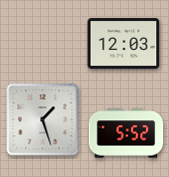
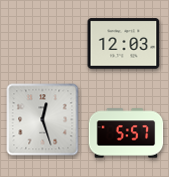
clock at (43, 120): 1:27 -> 12:27
clock at (126, 133): 5:52 -> 5:57
